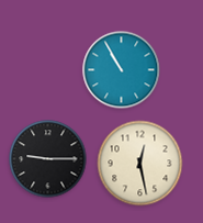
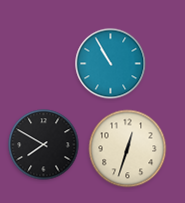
clock at (48, 159): 9:15 -> 7:50
clock at (140, 164): 12:28 -> 12:33
